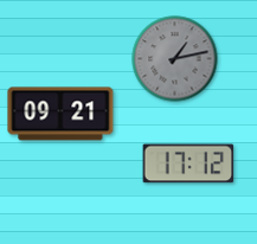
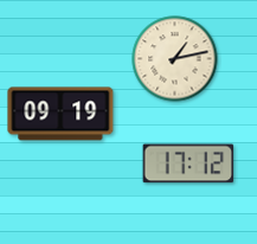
clock at (175, 59) dial: grey -> cream
clock at (60, 114): 09:21 -> 09:19
